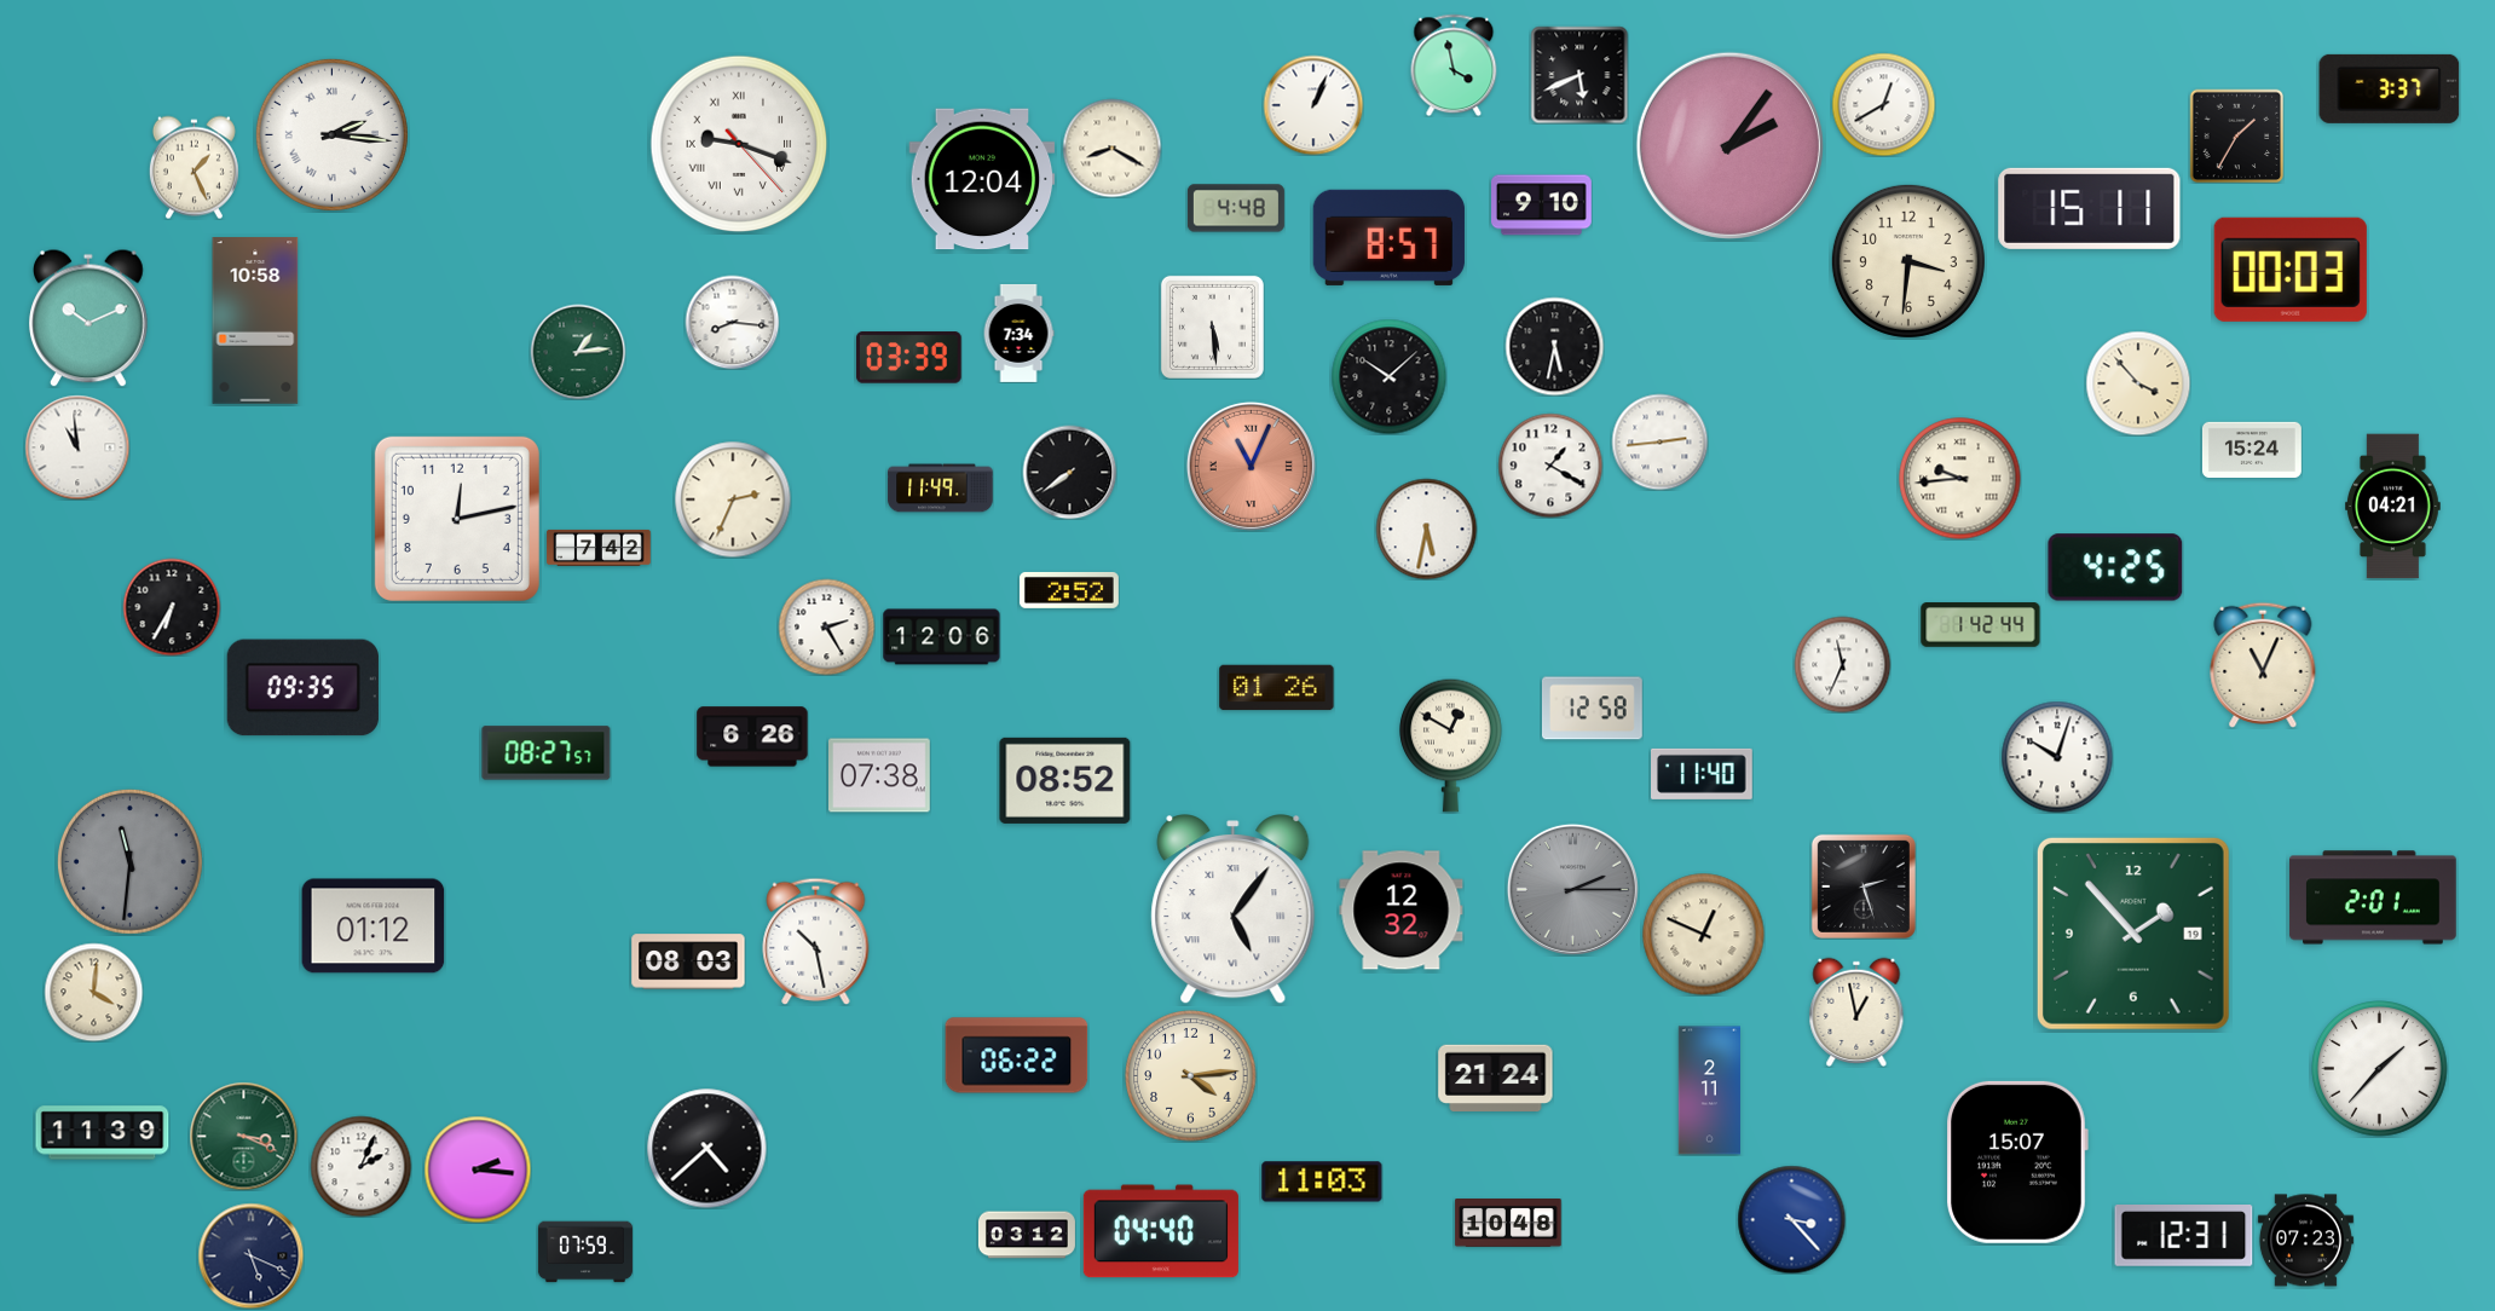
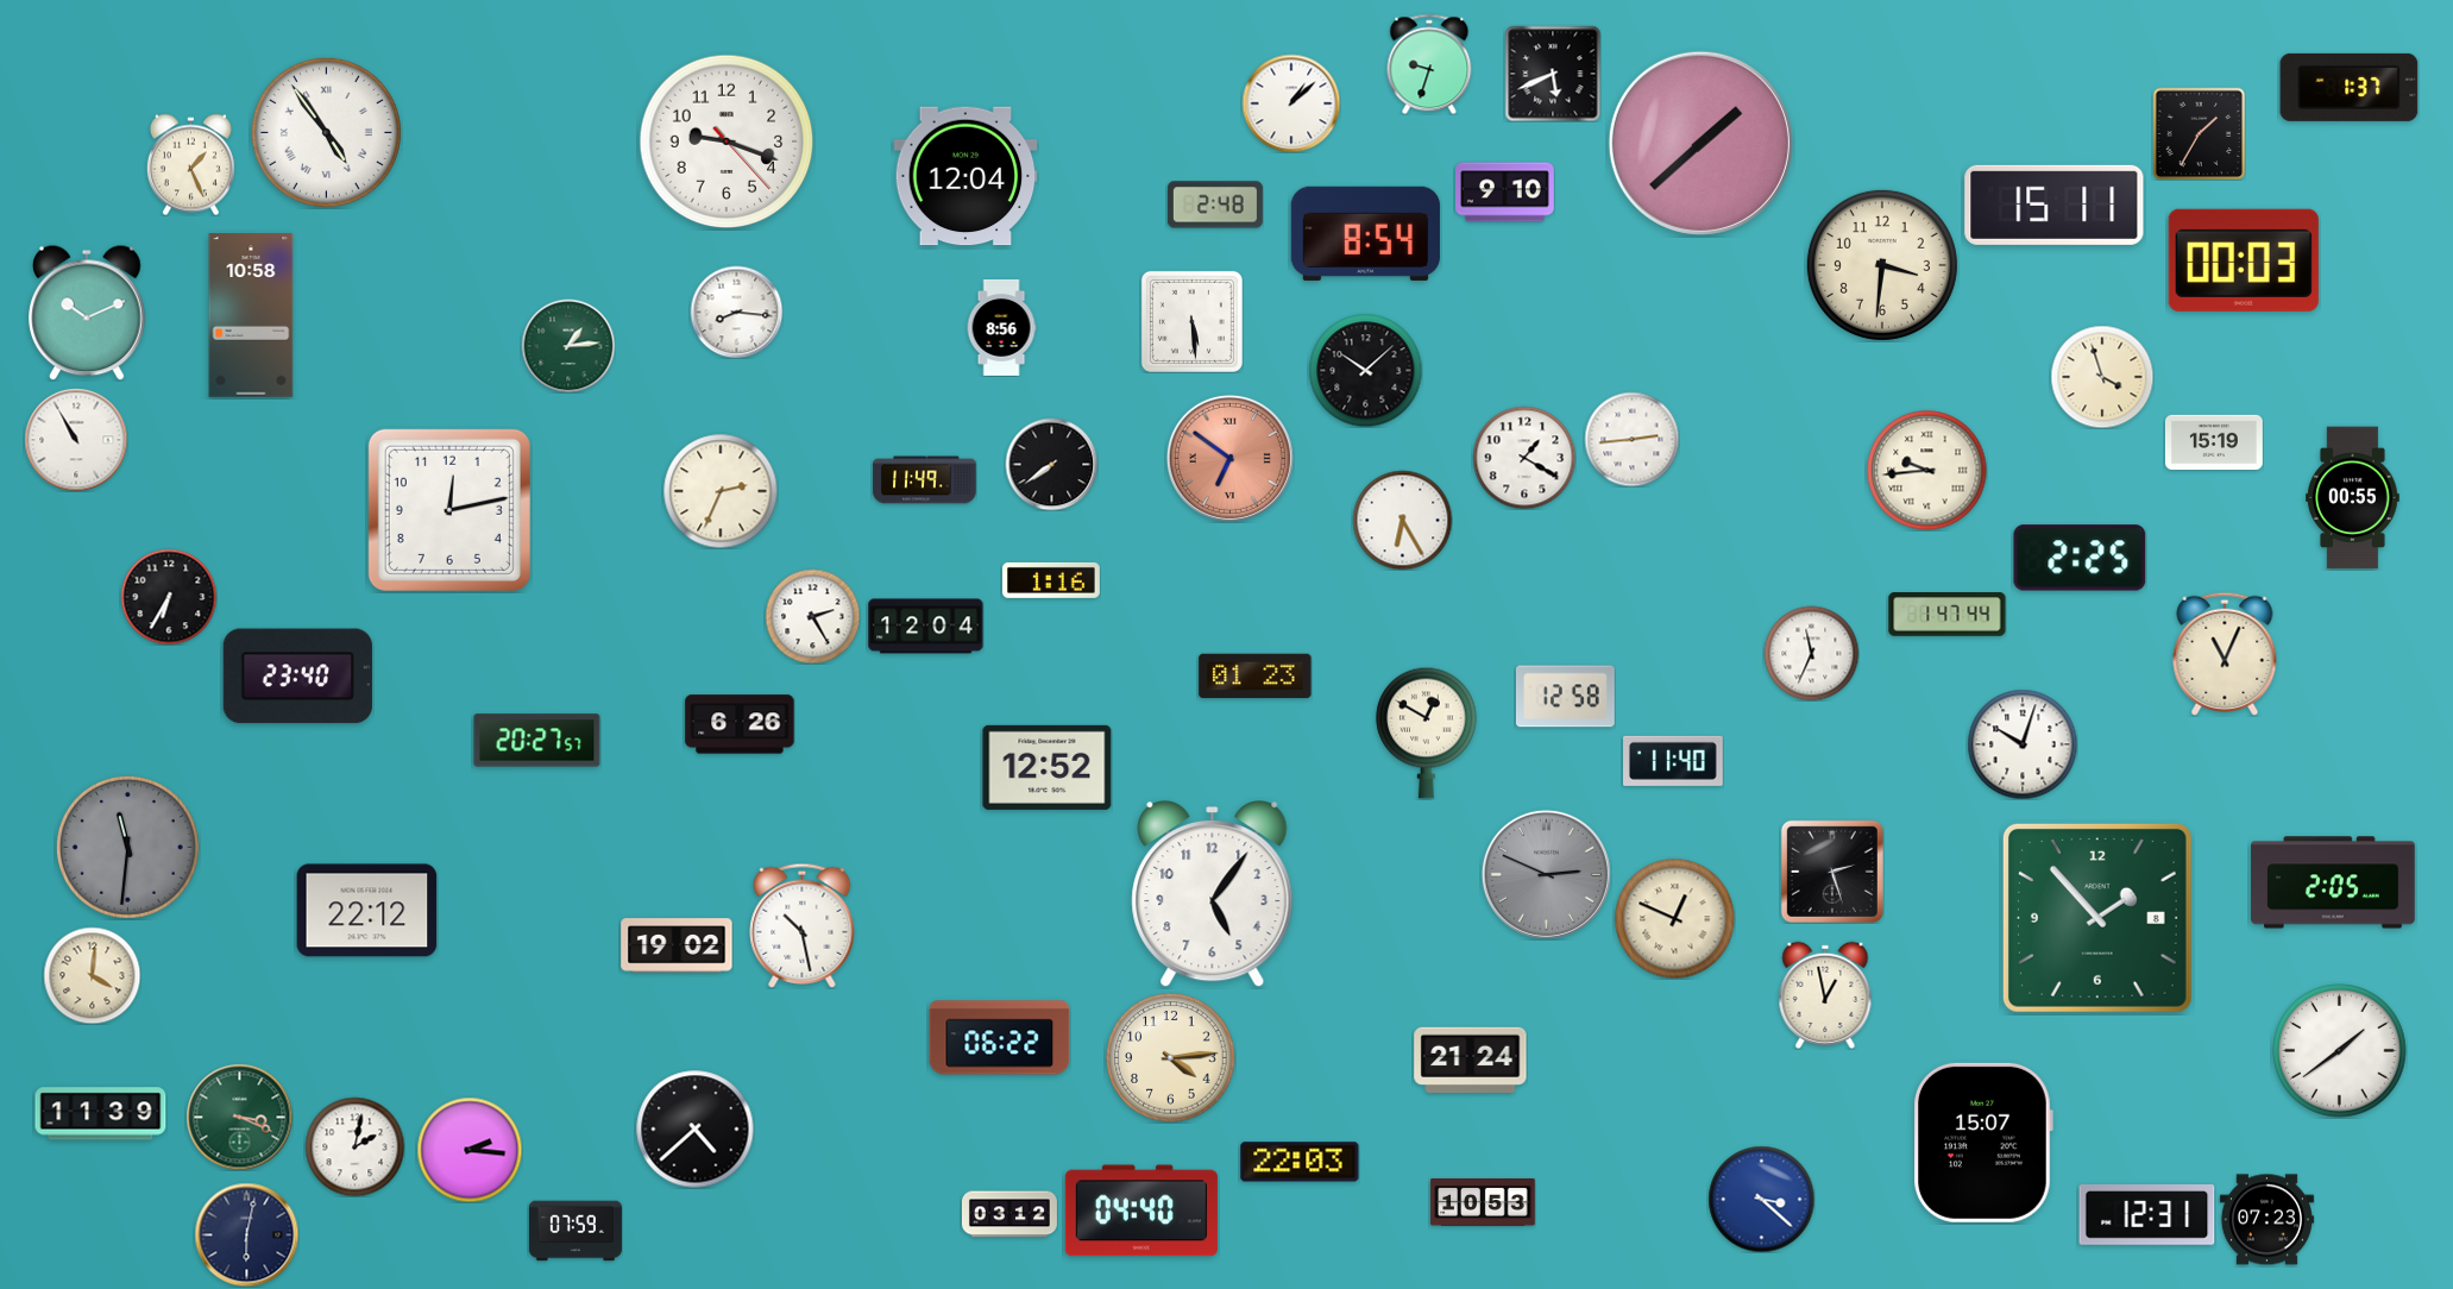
clock at (1454, 65): 3:58 -> 9:33
clock at (2390, 88): 3:37 -> 1:37
clock at (1883, 104): 12:40 -> none
clock at (1313, 105): 1:04 -> 1:08
clock at (331, 134): 2:16 -> 4:54
clock at (739, 144) numerals: Roman -> Arabic
clock at (1729, 145): 2:06 -> 1:38
clock at (1111, 148): 8:20 -> none
clock at (1542, 206) position: (1542, 206) -> (1505, 193)
clock at (1236, 208): 4:48 -> 2:48
clock at (1388, 237): 8:57 -> 8:54
clock at (1908, 261) position: (1908, 261) -> (1882, 265)
clock at (2291, 270) position: (2291, 270) -> (2244, 260)
clock at (732, 322) position: (732, 322) -> (736, 312)
clock at (1018, 333): 7:34 -> 8:56
clock at (1554, 346): 5:32 -> none
clock at (909, 358): 03:39 -> none
clock at (2138, 383): 3:53 -> 3:57
clock at (1659, 441) position: (1659, 441) -> (1631, 439)
clock at (77, 447): 10:59 -> 10:55
clock at (2252, 449): 15:24 -> 15:19
clock at (1251, 466): 11:04 -> 6:51
clock at (2393, 507): 04:21 -> 00:55
clock at (1426, 529): 5:32 -> 6:25
clock at (599, 548): 7:42 -> none
clock at (2115, 567): 4:25 -> 2:25
clock at (1069, 590): 2:52 -> 1:16
clock at (1981, 625): 1:42 -> 1:47
clock at (942, 637): 12:06 -> 12:04
clock at (302, 688): 09:35 -> 23:40
clock at (1277, 688): 01:26 -> 01:23
clock at (547, 753): 08:27 -> 20:27
clock at (880, 775): 07:38 -> none
clock at (1065, 780): 08:52 -> 12:52
clock at (1572, 889): 2:15 -> 2:49
clock at (2373, 897): 2:01 -> 2:05
clock at (1234, 911) numerals: Roman -> Arabic
clock at (1402, 911): 12:32 -> none
clock at (374, 926): 01:12 -> 22:12
clock at (2133, 934) date: 19 -> 8
clock at (688, 961): 08:03 -> 19:02
clock at (2380, 1069): 1:37 -> 1:39
clock at (1709, 1091): 2:11 -> none
clock at (360, 1166): 2:04 -> 2:02
clock at (1322, 1182): 11:03 -> 22:03
clock at (1791, 1219): 3:23 -> 3:22
clock at (1508, 1224): 10:48 -> 10:53
clock at (250, 1255): 5:19 -> 6:02
